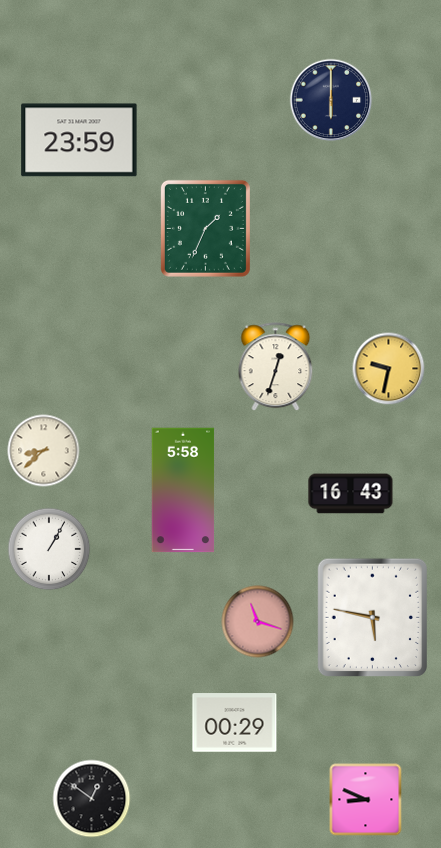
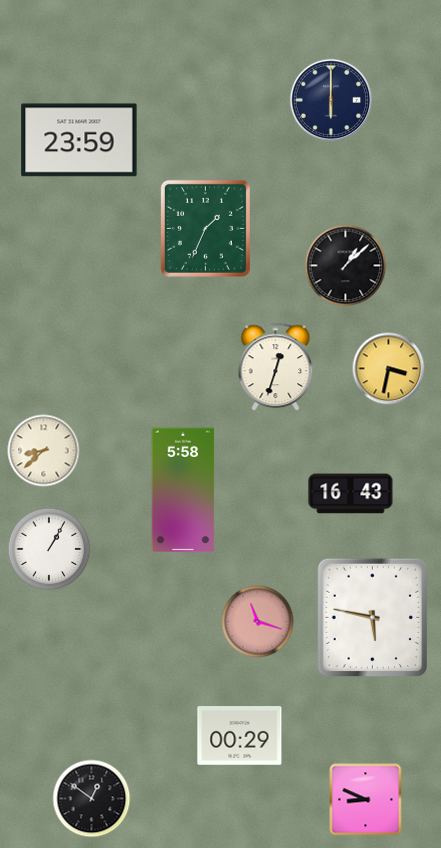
clock at (346, 266): none -> 1:08
clock at (389, 369): 9:32 -> 3:32
clock at (235, 723) position: (235, 723) -> (240, 736)
